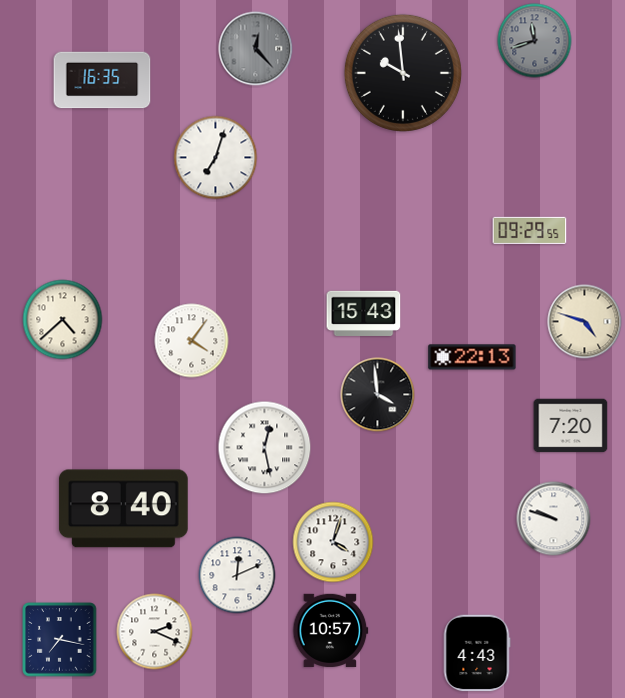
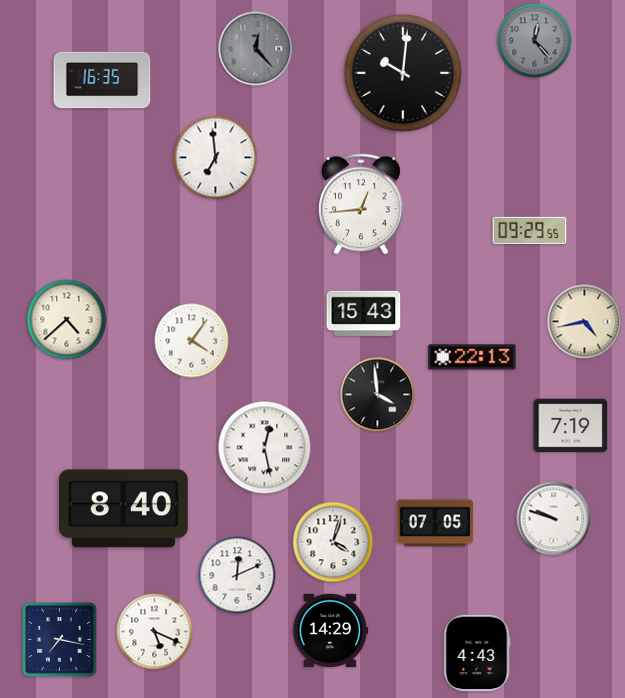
clock at (535, 41): 11:42 -> 12:23
clock at (403, 73): 9:59 -> 10:01
clock at (216, 158): 7:03 -> 6:59
clock at (361, 204): none -> 12:44
clock at (63, 320) position: (63, 320) -> (67, 320)
clock at (585, 322): 4:48 -> 4:43
clock at (571, 426): 7:20 -> 7:19
clock at (435, 523): none -> 07:05
clock at (331, 630): 10:57 -> 14:29
clock at (155, 632): 2:19 -> 5:19
